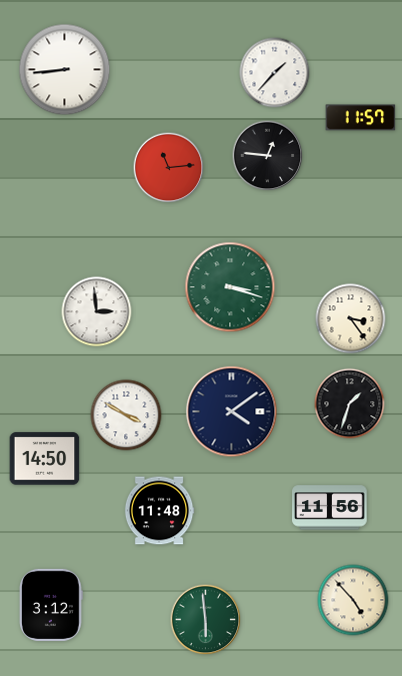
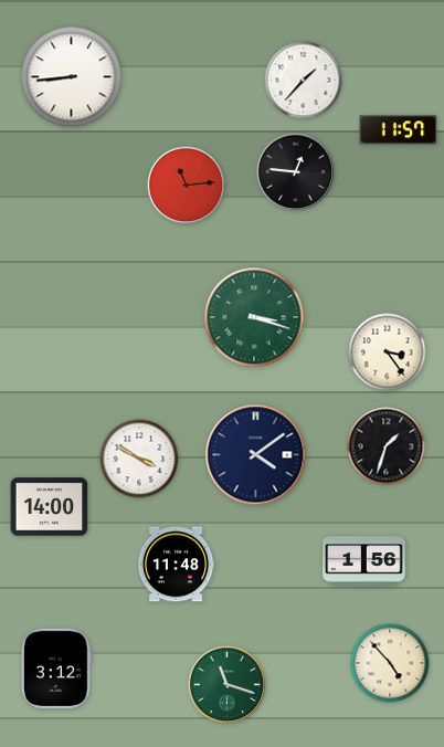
clock at (97, 312): 2:59 -> none
clock at (45, 459): 14:50 -> 14:00
clock at (330, 508): 11:56 -> 1:56
clock at (206, 620): 5:59 -> 11:18
